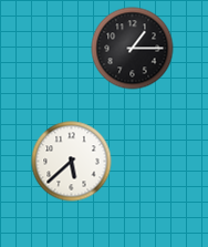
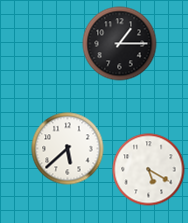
clock at (72, 162) position: (72, 162) -> (68, 149)
clock at (149, 170): none -> 5:20
